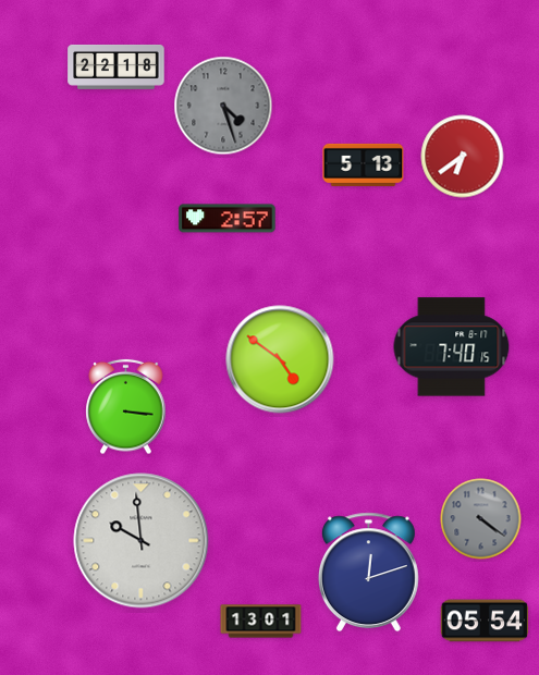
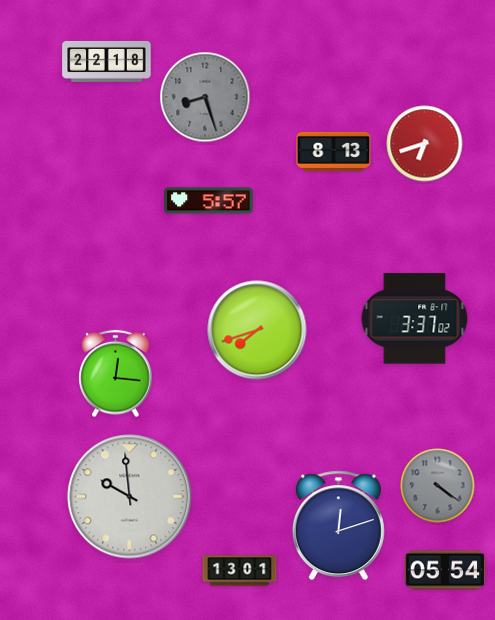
clock at (223, 106): 4:27 -> 8:27
clock at (463, 157): 6:39 -> 6:42
clock at (364, 164): 5:13 -> 8:13
clock at (228, 219): 2:57 -> 5:57
clock at (452, 347): 7:40 -> 3:37
clock at (280, 359): 4:51 -> 7:42
clock at (126, 407): 3:16 -> 12:16
clock at (481, 519) position: (481, 519) -> (438, 486)
